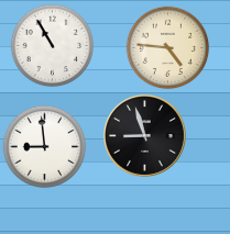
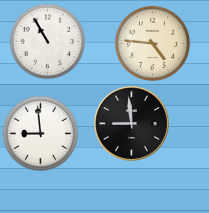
clock at (144, 135): 8:57 -> 8:59
